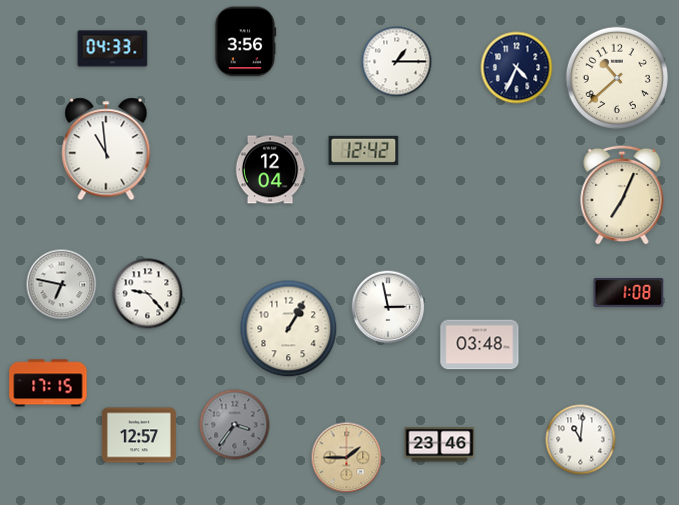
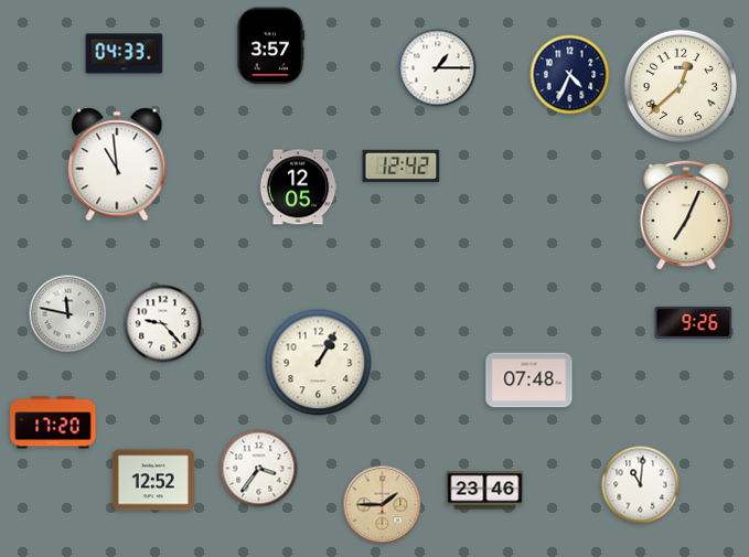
clock at (245, 42): 3:56 -> 3:57
clock at (617, 78): 10:38 -> 12:38
clock at (270, 170): 12:04 -> 12:05
clock at (62, 285): 6:47 -> 11:47
clock at (629, 293): 1:08 -> 9:26
clock at (388, 307): 2:58 -> none
clock at (480, 345): 03:48 -> 07:48
clock at (48, 383): 17:15 -> 17:20
clock at (235, 425) dial: grey -> white
clock at (139, 435): 12:57 -> 12:52
